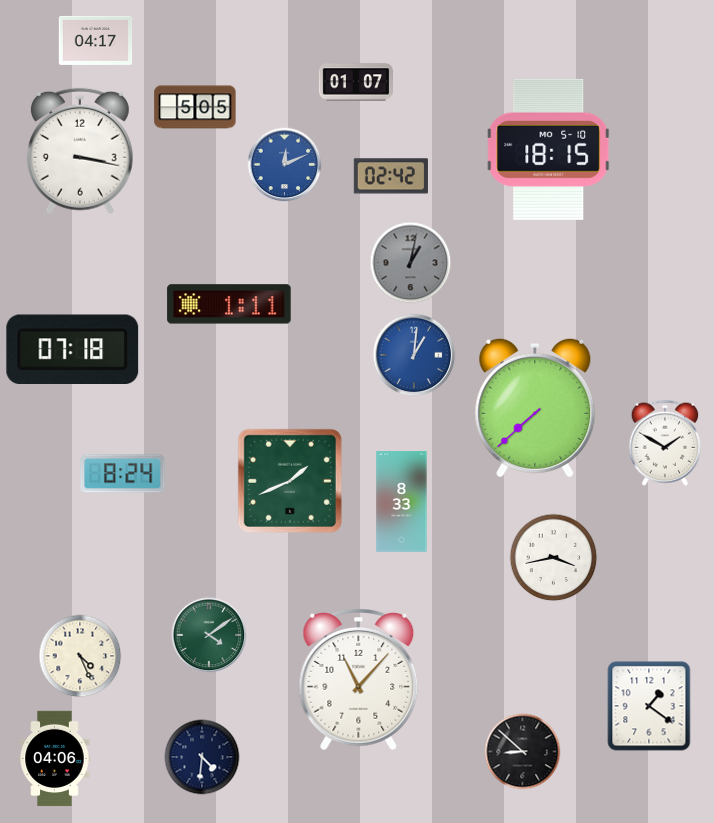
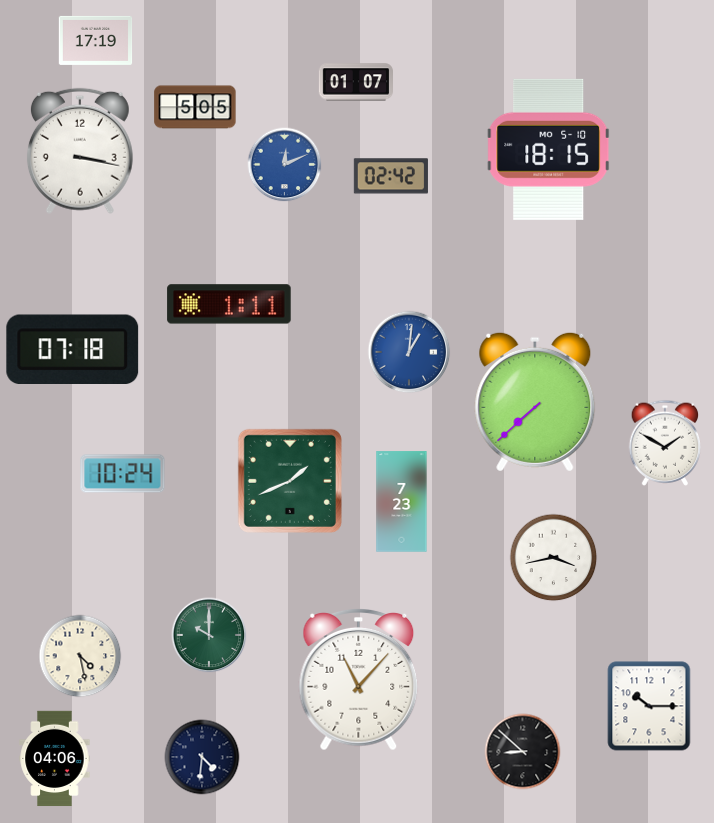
clock at (96, 40): 04:17 -> 17:19
clock at (411, 263): 1:02 -> none
clock at (414, 355) position: (414, 355) -> (409, 352)
clock at (535, 408) position: (535, 408) -> (535, 402)
clock at (123, 474): 8:24 -> 10:24
clock at (402, 502): 8:33 -> 7:23
clock at (209, 635): 4:09 -> 10:00
clock at (80, 656): 4:26 -> 4:28
clock at (649, 706): 1:21 -> 10:15
